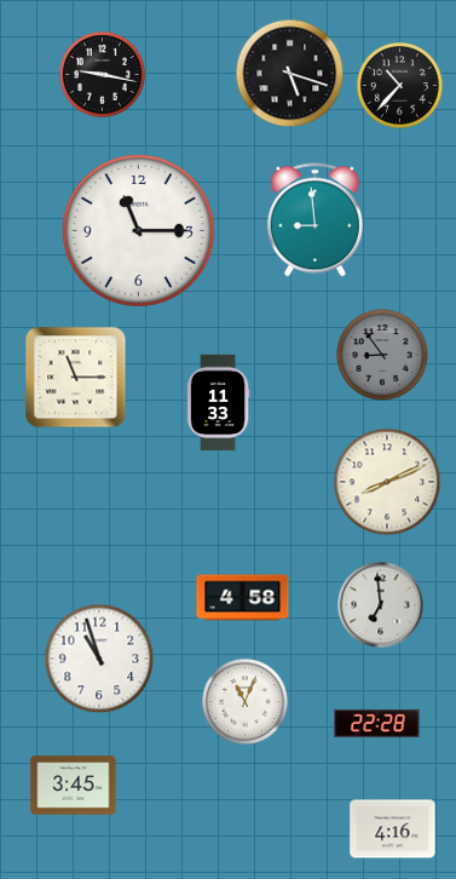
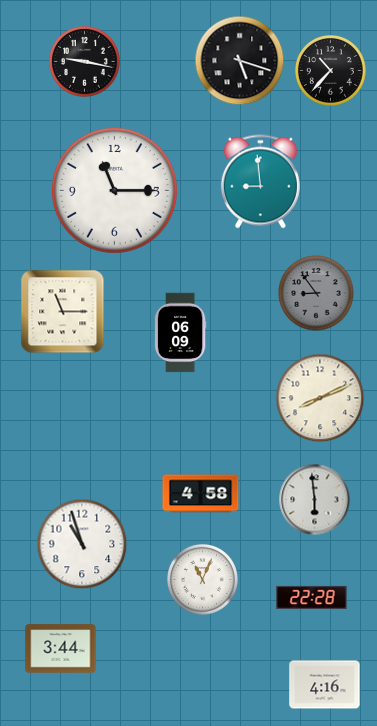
clock at (218, 403): 11:33 -> 06:09
clock at (381, 605): 6:59 -> 5:59
clock at (74, 786): 3:45 -> 3:44
